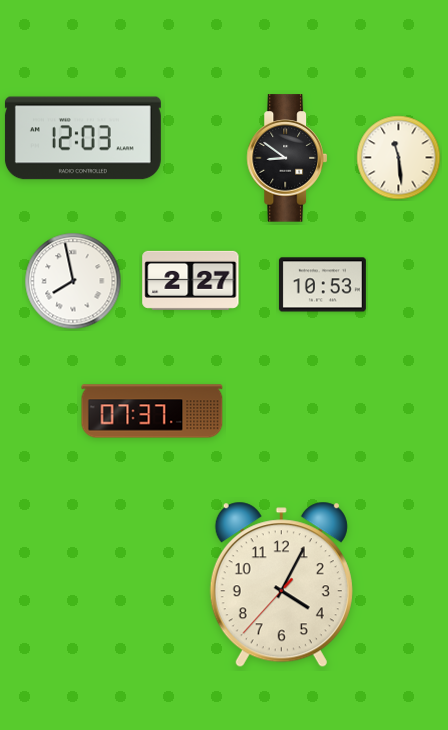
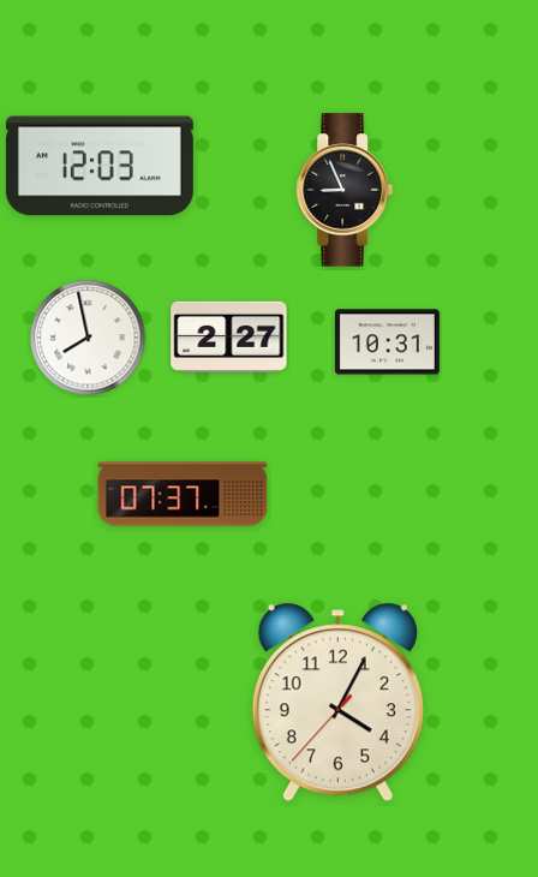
clock at (287, 158): 8:51 -> 8:56
clock at (399, 158): 11:29 -> none
clock at (322, 285): 10:53 -> 10:31
